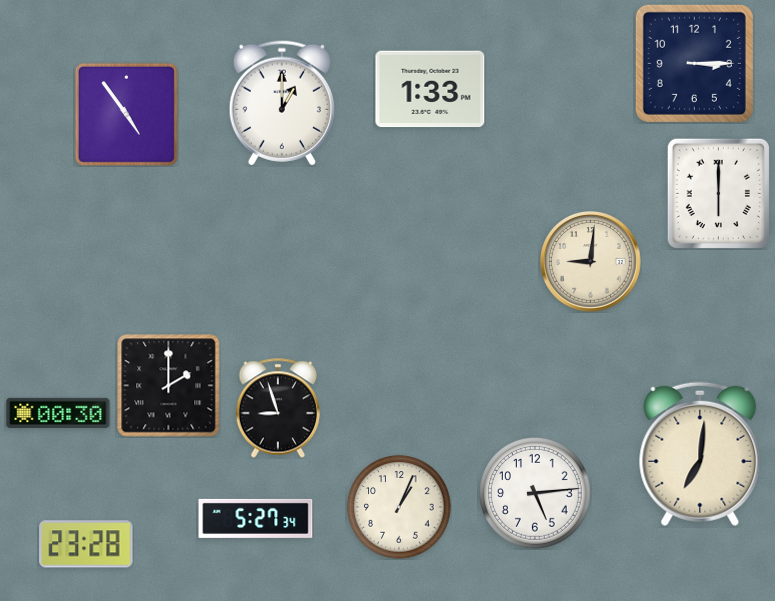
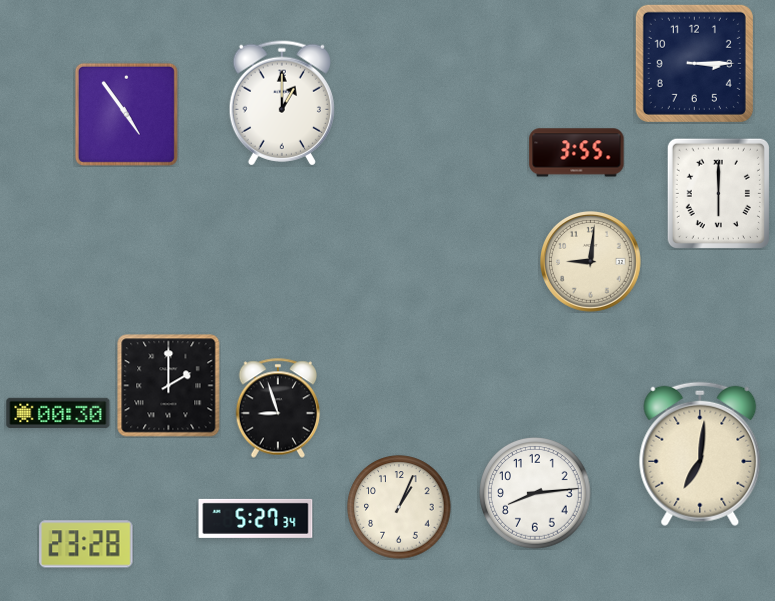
clock at (430, 89): 1:33 -> none
clock at (577, 153): none -> 3:55
clock at (536, 494): 5:14 -> 8:14
